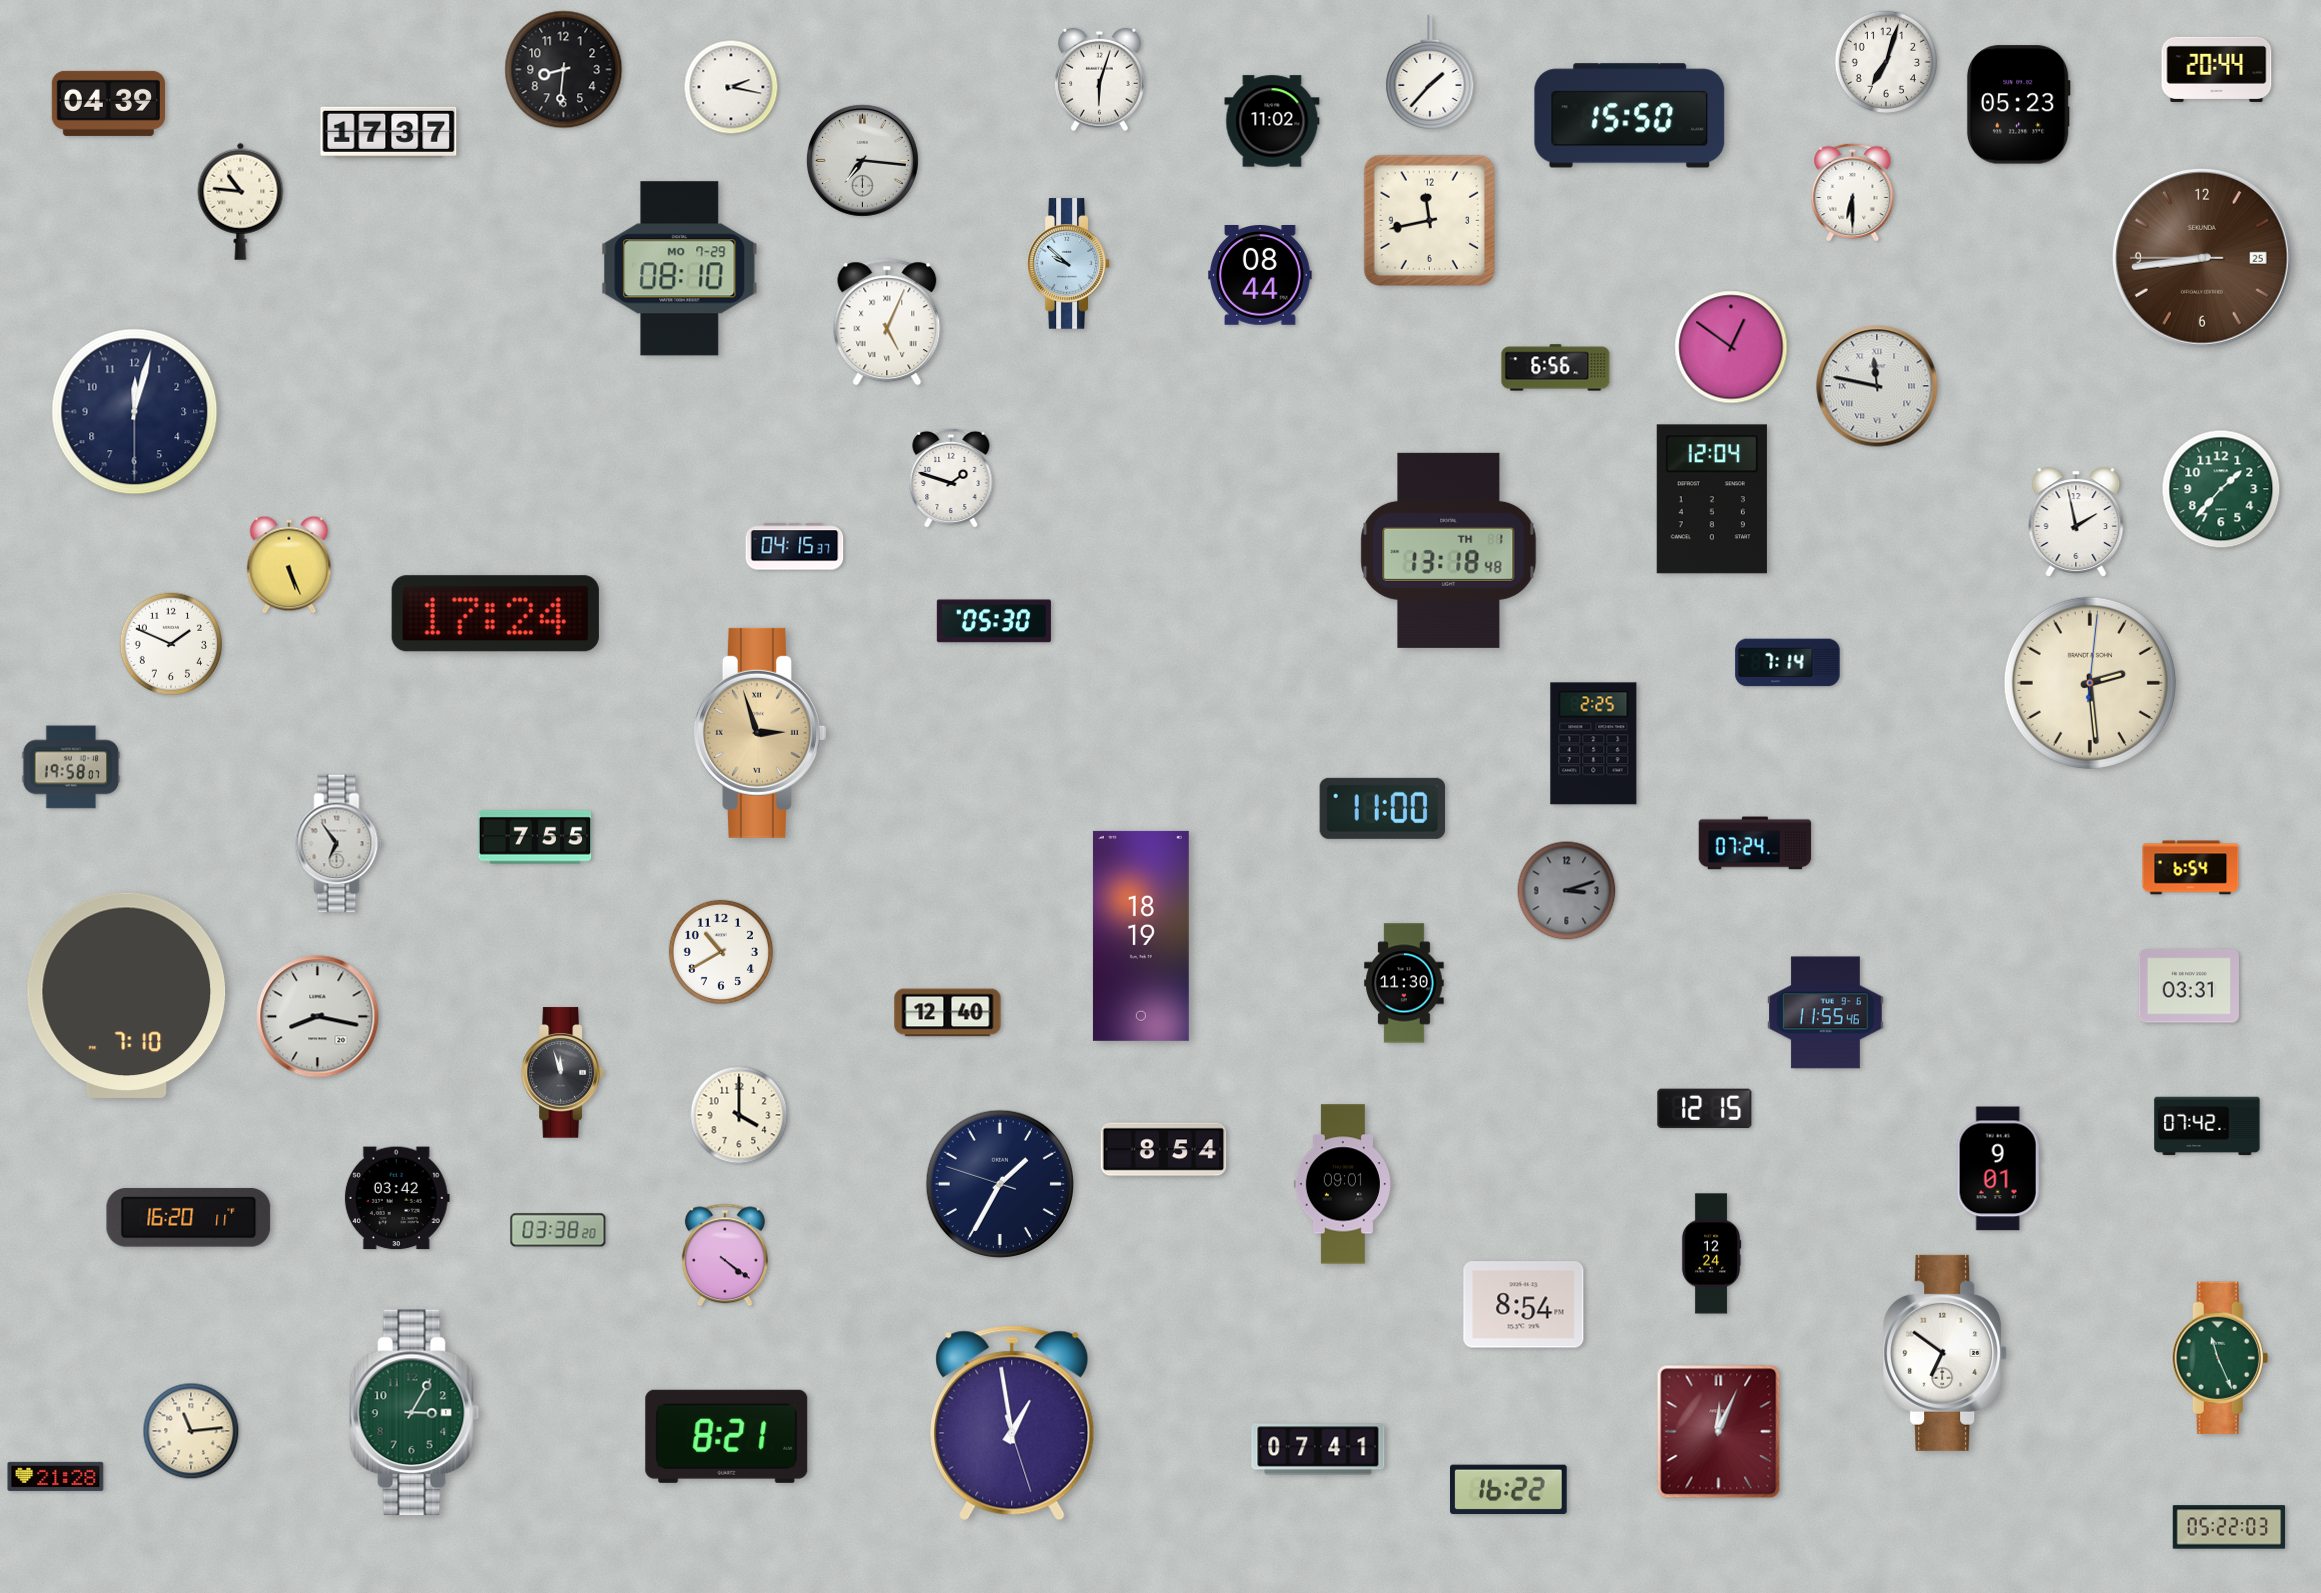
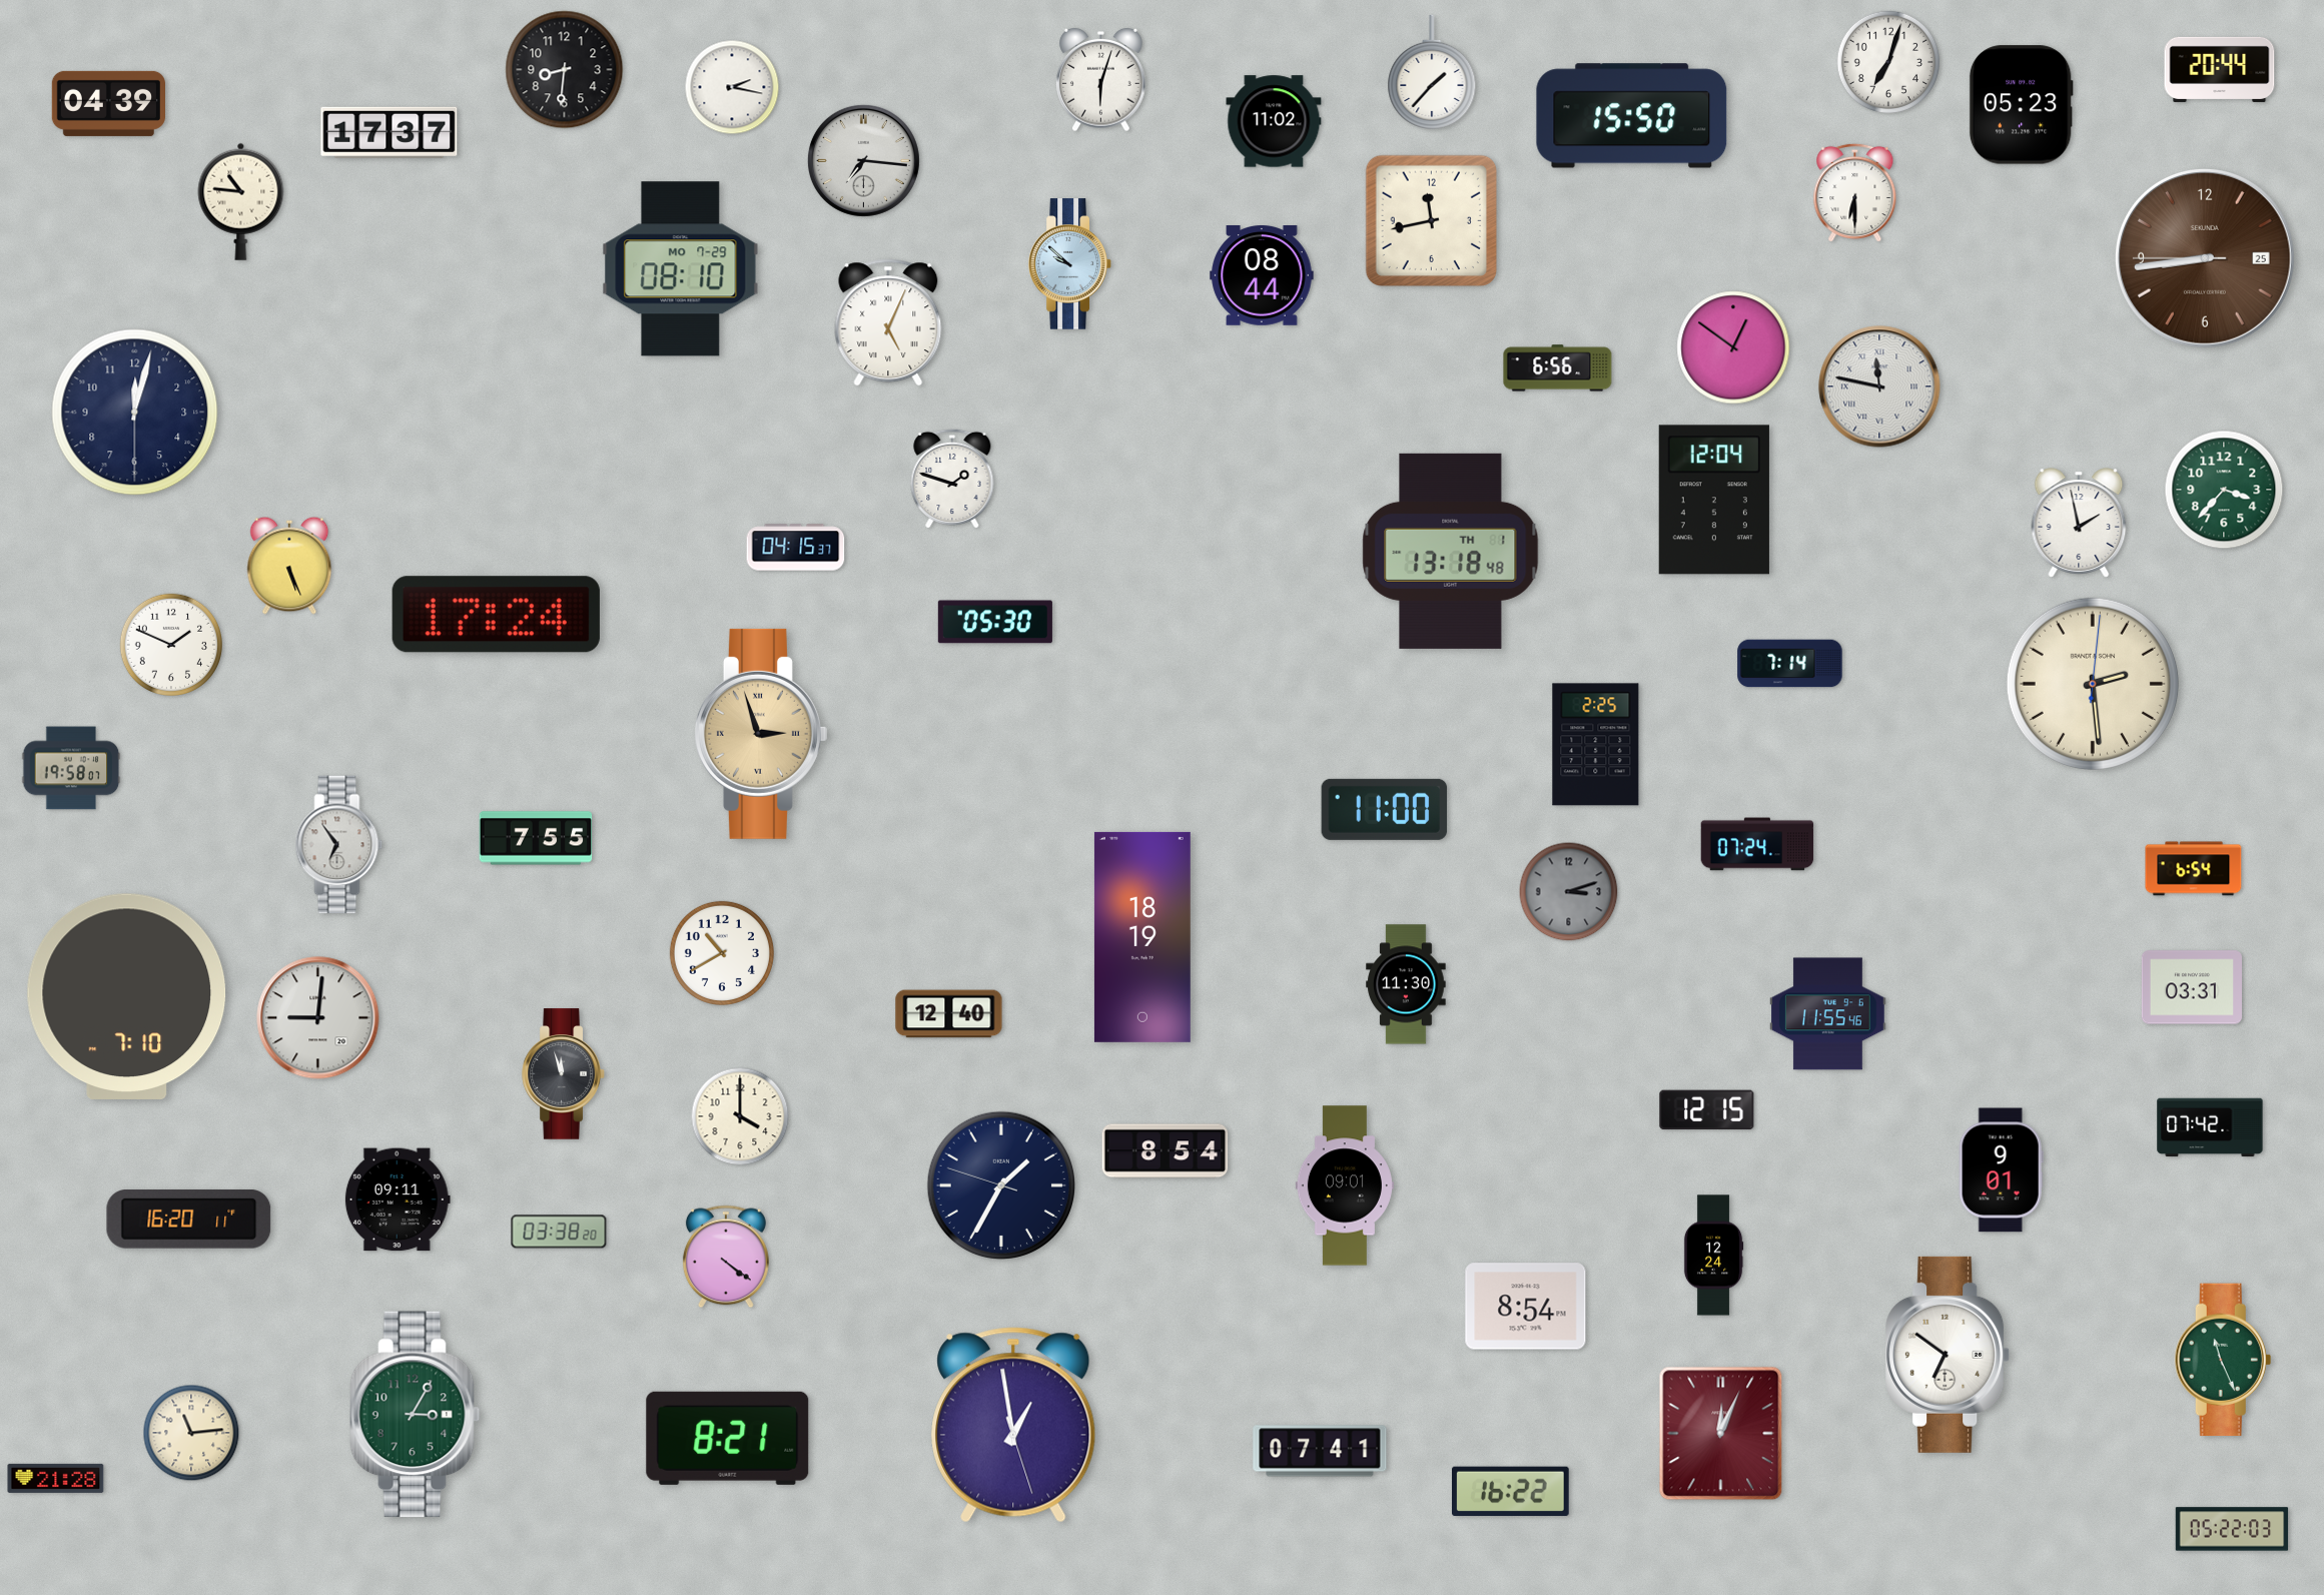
clock at (2221, 489): 1:37 -> 3:37
clock at (318, 1017): 8:17 -> 9:01
clock at (397, 1198): 03:42 -> 09:11
